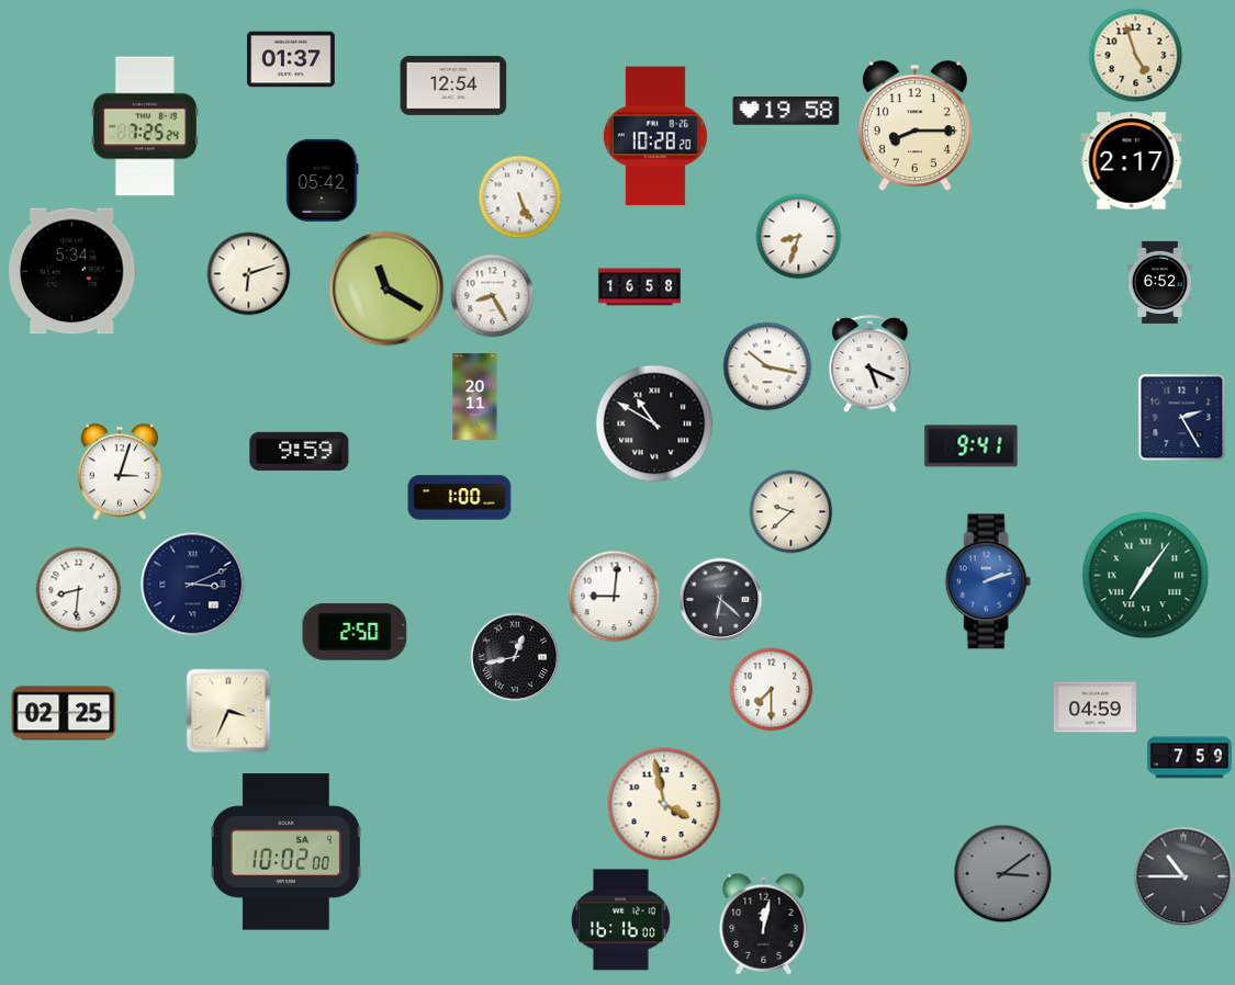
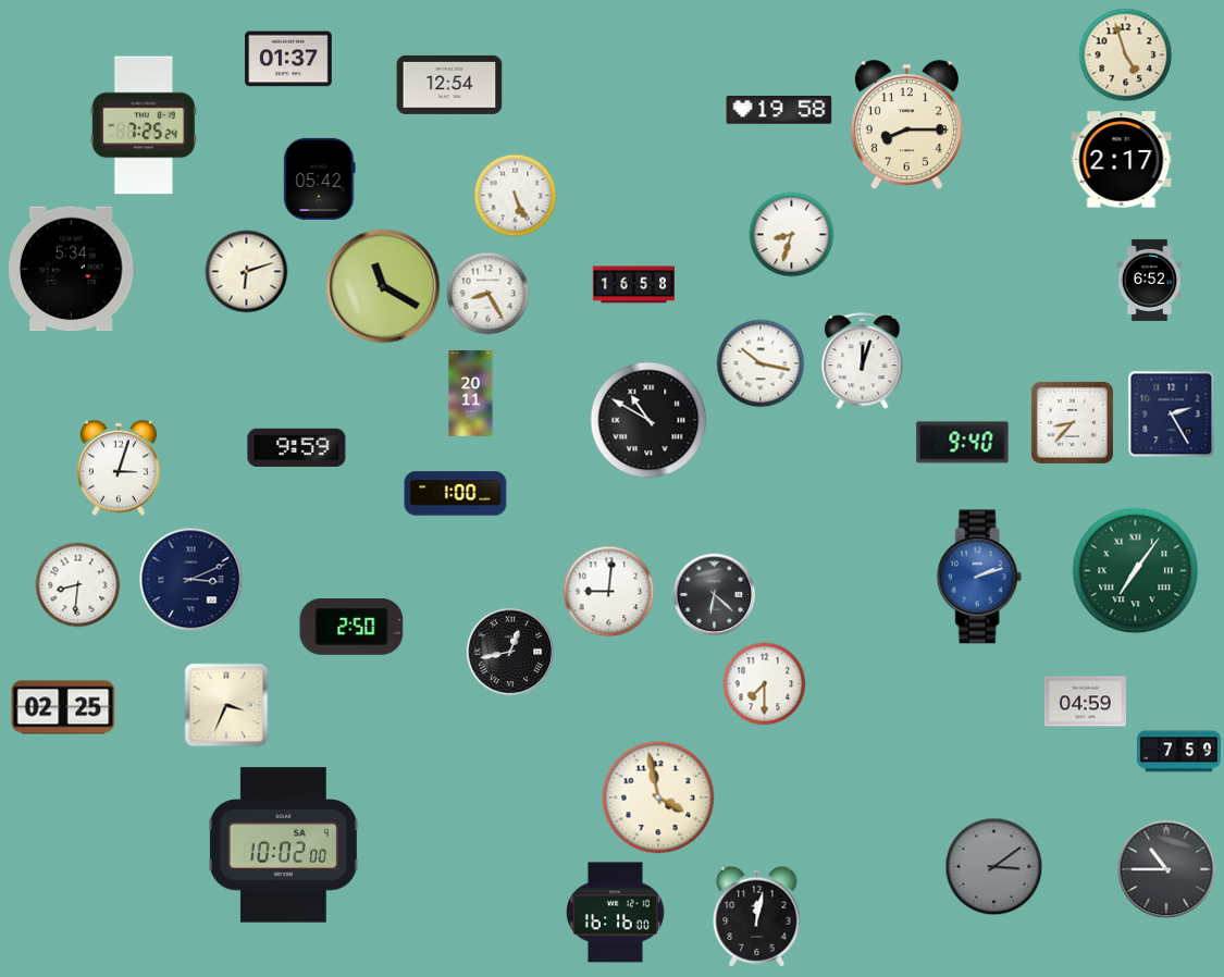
clock at (655, 136): 10:28 -> none
clock at (871, 364): 5:19 -> 12:03
clock at (1072, 422): none -> 8:37
clock at (972, 446): 9:41 -> 9:40
clock at (791, 512): 9:38 -> none
clock at (1183, 876) position: (1183, 876) -> (1166, 869)
